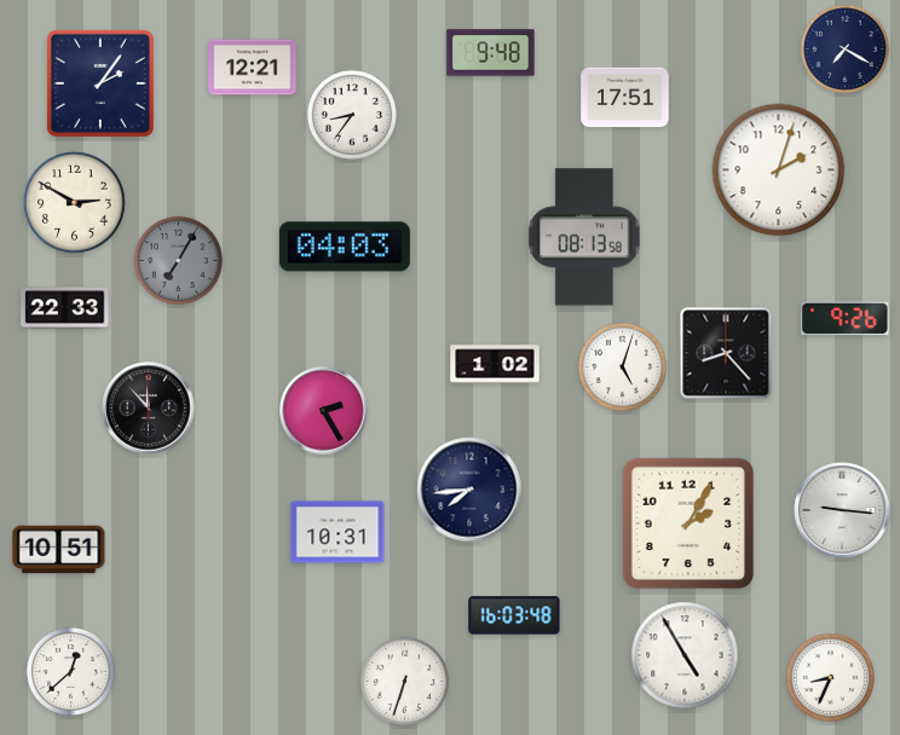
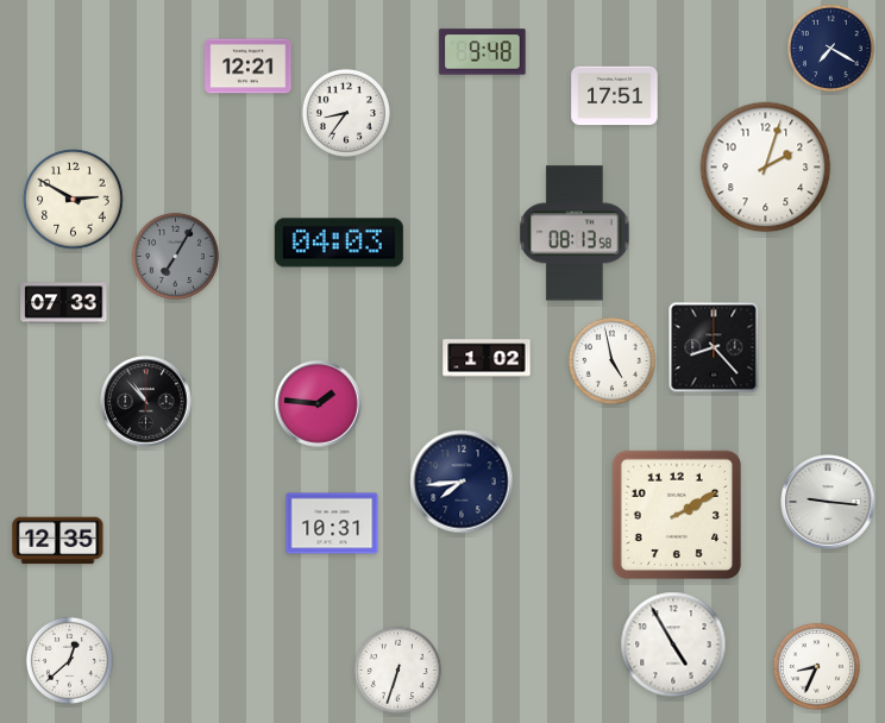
clock at (100, 83): 2:06 -> none
clock at (65, 308): 22:33 -> 07:33
clock at (846, 319): 9:26 -> none
clock at (622, 366): 5:03 -> 4:58
clock at (149, 409): 11:53 -> 10:53
clock at (324, 411): 2:25 -> 1:46
clock at (687, 522): 2:05 -> 2:10
clock at (59, 550): 10:51 -> 12:35
clock at (514, 615): 16:03 -> none
